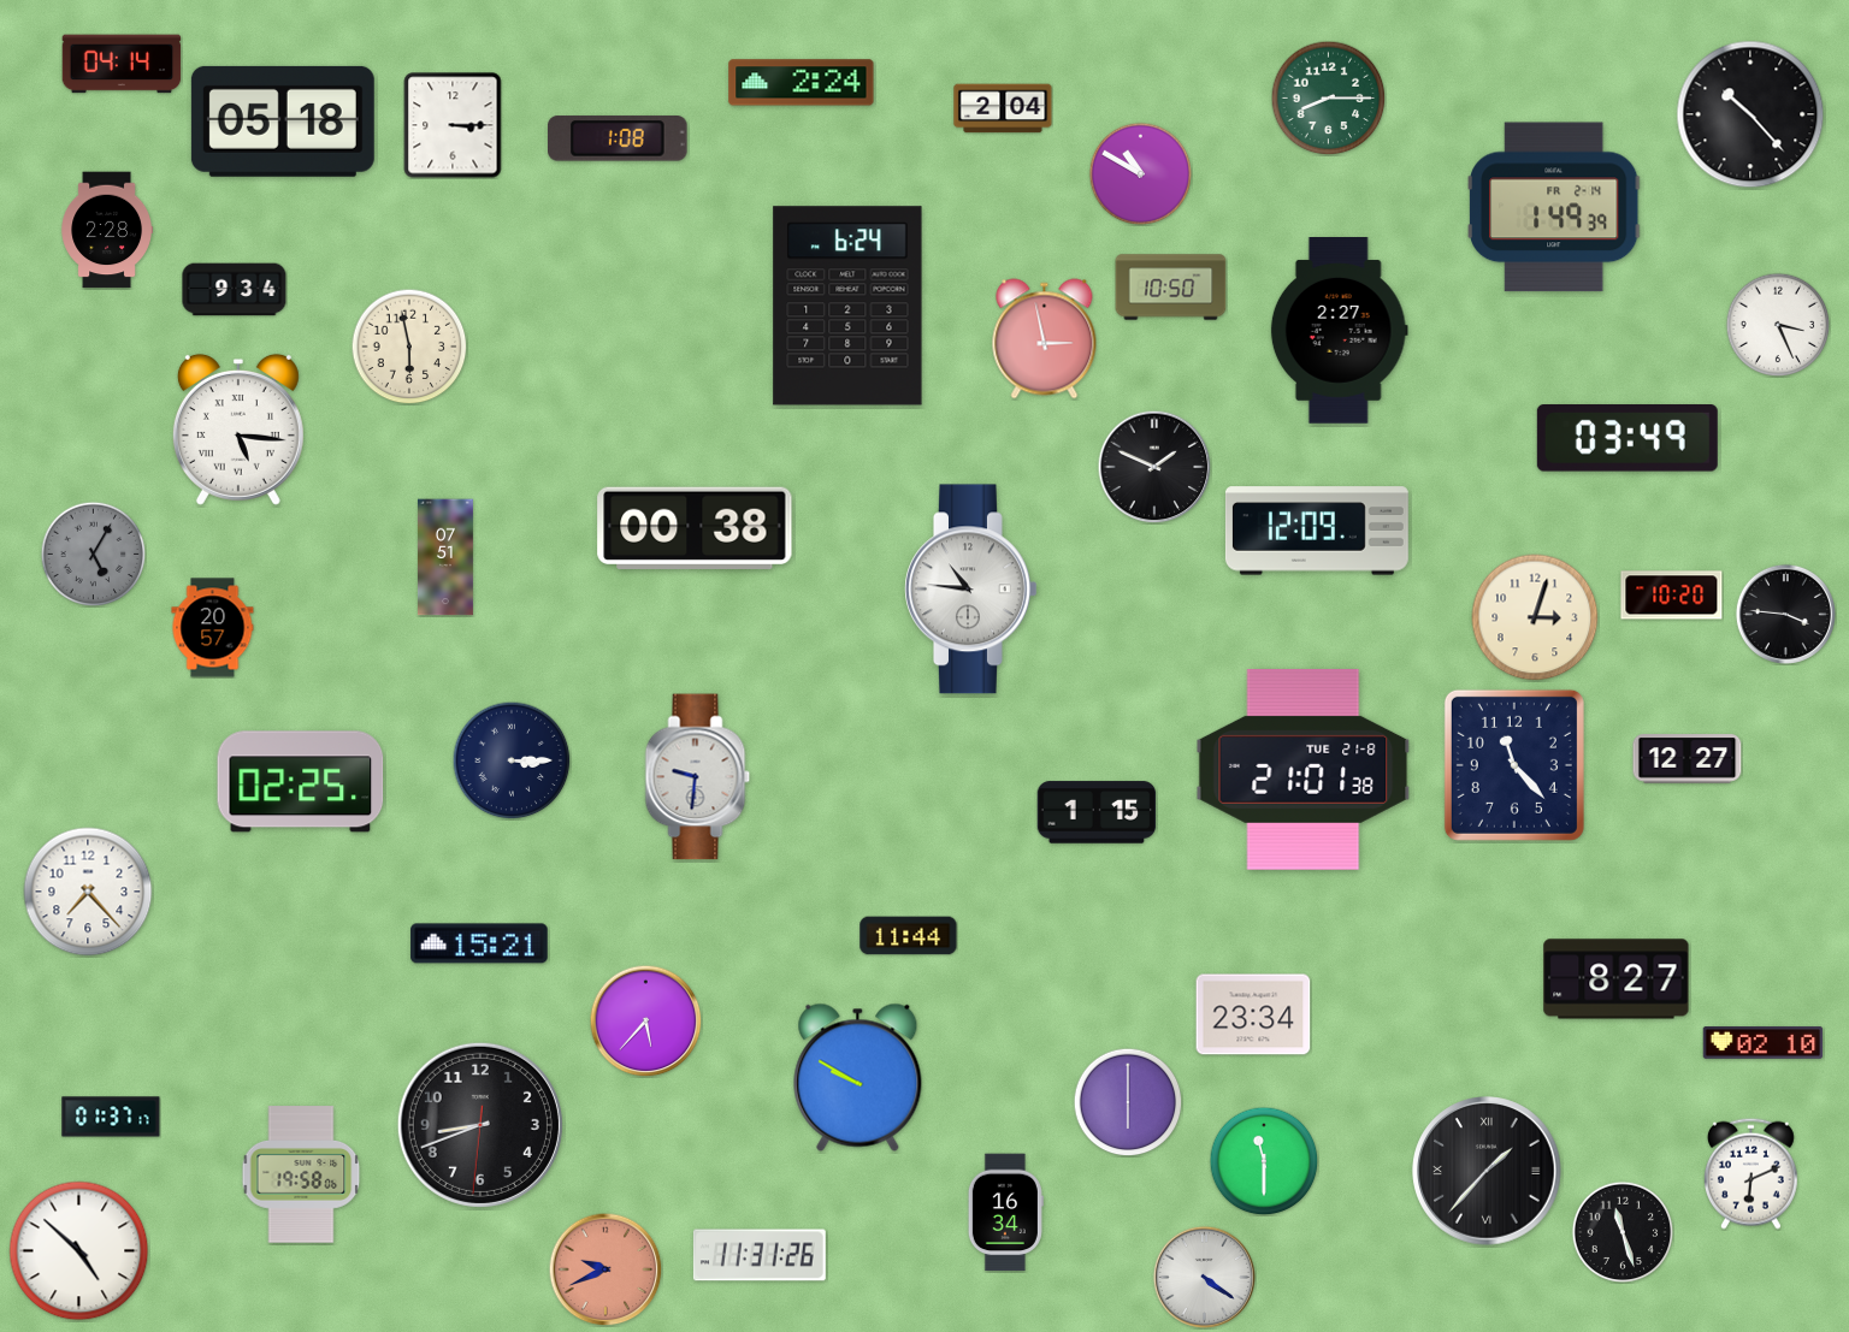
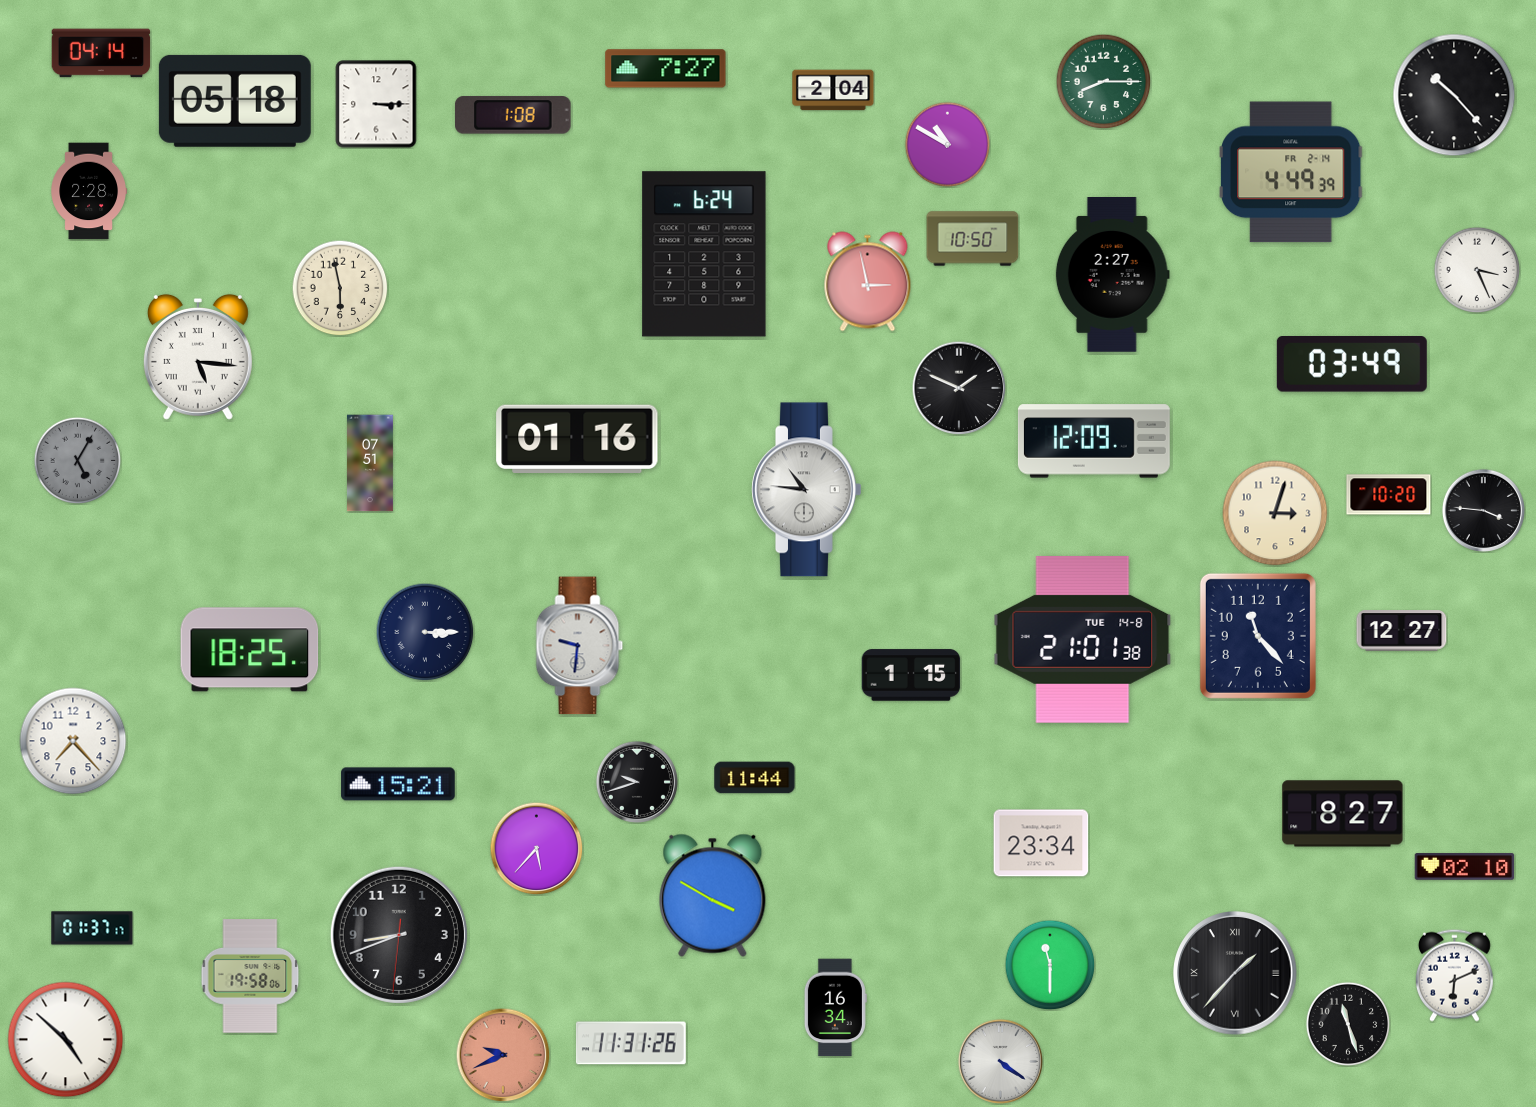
clock at (802, 83): 2:24 -> 7:27
clock at (1554, 207): 1:49 -> 4:49
clock at (235, 290): 9:34 -> none
clock at (695, 527): 00:38 -> 01:16
clock at (213, 628): 20:57 -> none
clock at (1304, 769) date: TUE 21-8 -> TUE 14-8
clock at (301, 782): 02:25 -> 18:25
clock at (637, 782): none -> 9:42
clock at (858, 1077): 9:50 -> 3:50
clock at (1128, 1102): 6:00 -> none
